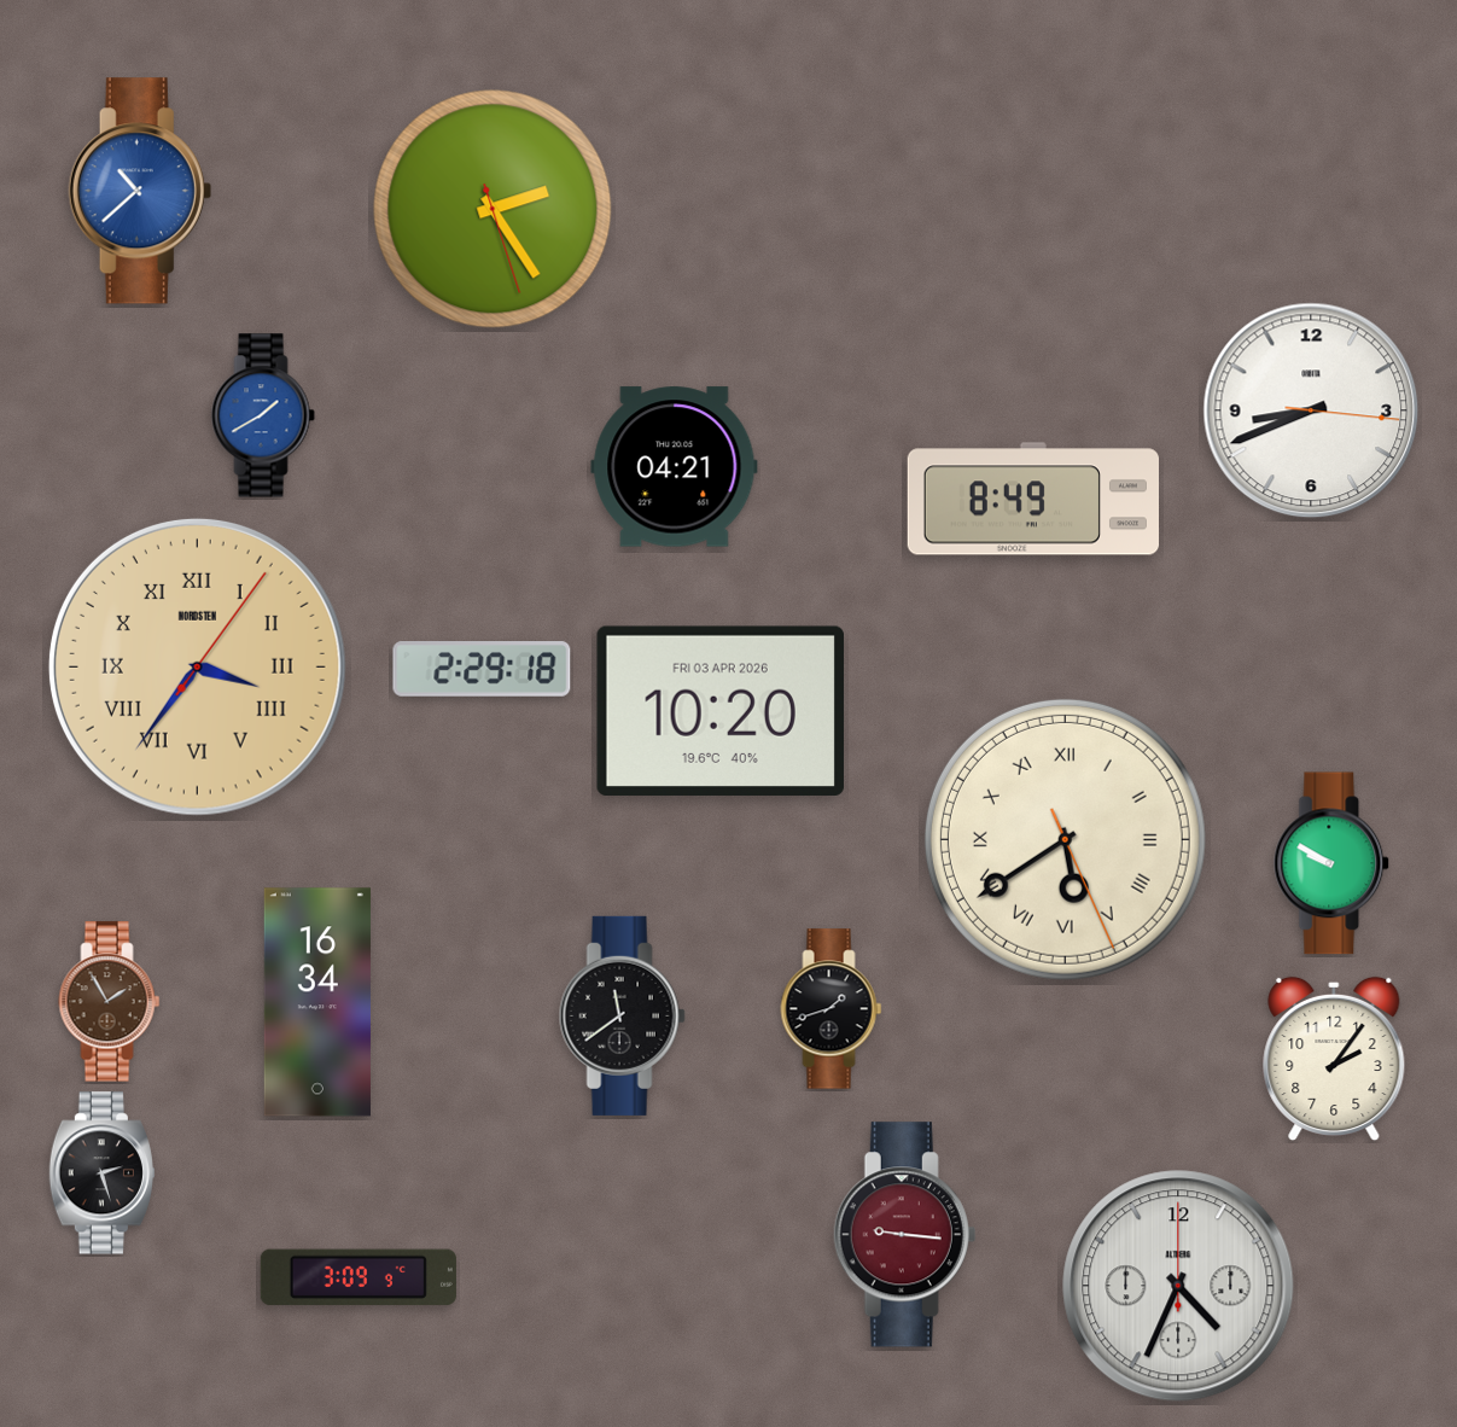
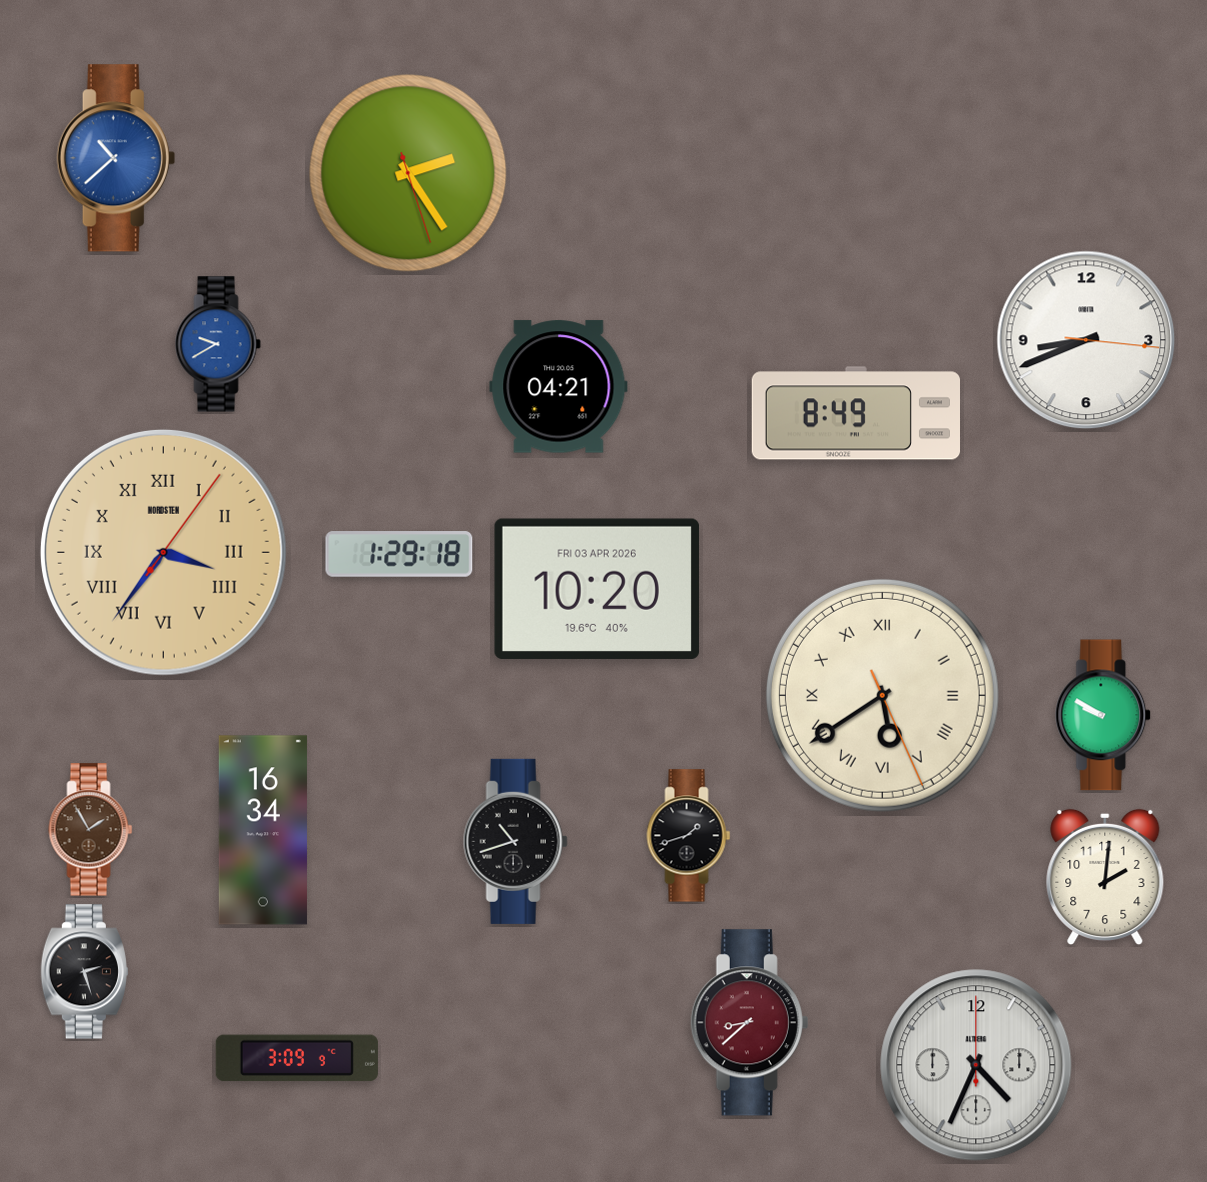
clock at (263, 415): 1:40 -> 9:40
clock at (482, 669): 2:29 -> 1:29
clock at (622, 1015): 11:39 -> 10:42
clock at (1334, 1059): 2:06 -> 2:01
clock at (905, 1235): 9:16 -> 8:38
